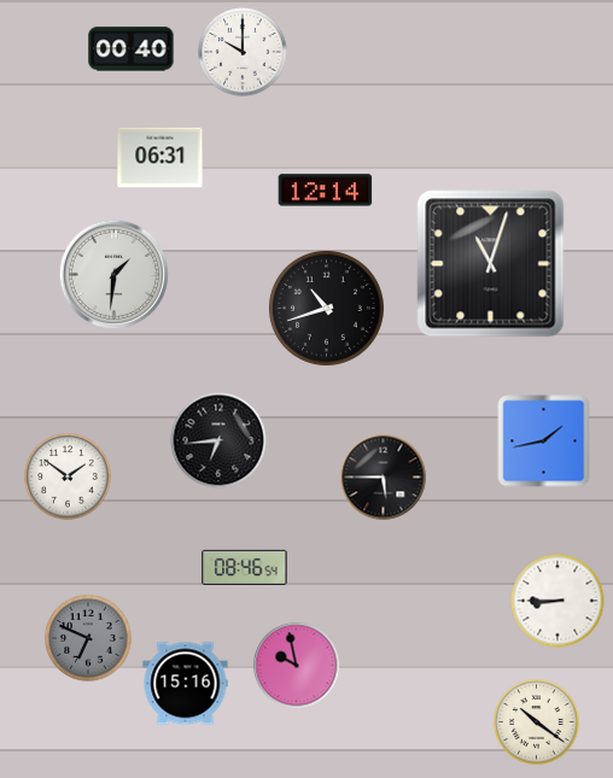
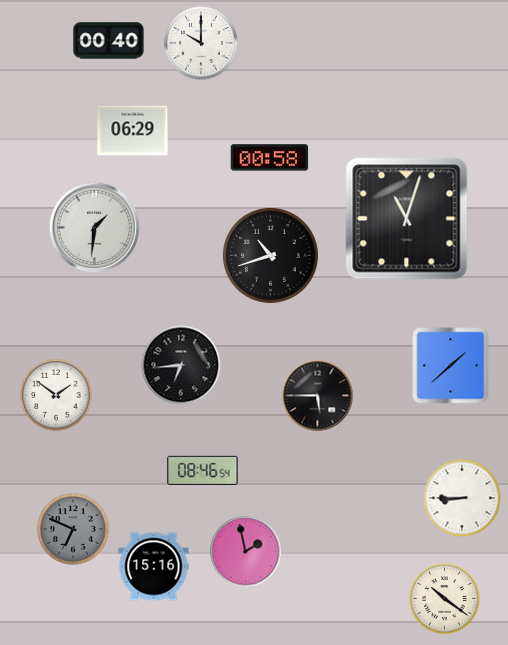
clock at (160, 158): 06:31 -> 06:29
clock at (326, 191): 12:14 -> 00:58
clock at (544, 441): 1:43 -> 1:38
clock at (297, 666): 9:58 -> 1:58
